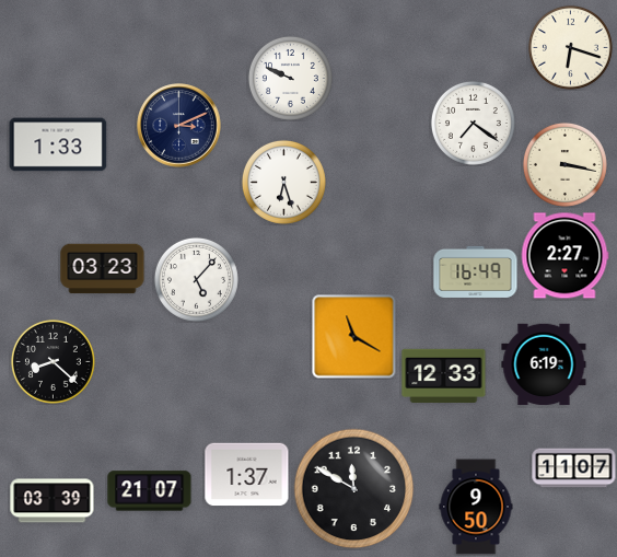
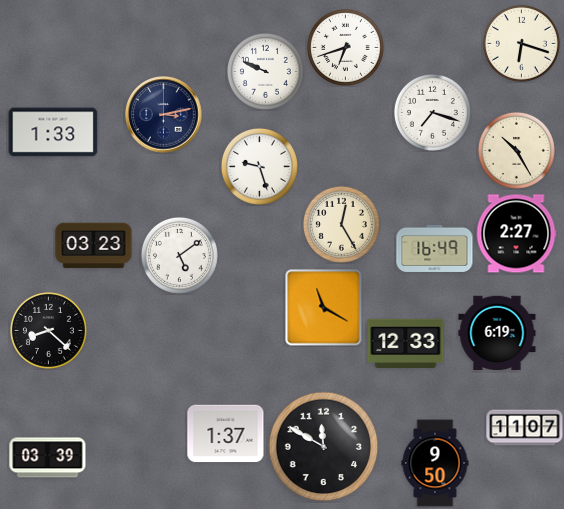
clock at (345, 47): none -> 6:42
clock at (473, 123): 7:21 -> 7:18
clock at (179, 126): 3:11 -> 3:13
clock at (564, 164): 3:17 -> 10:25
clock at (283, 182): 6:27 -> 9:27
clock at (341, 224): none -> 12:25
clock at (196, 279): 5:07 -> 5:09
clock at (150, 491): 21:07 -> none
